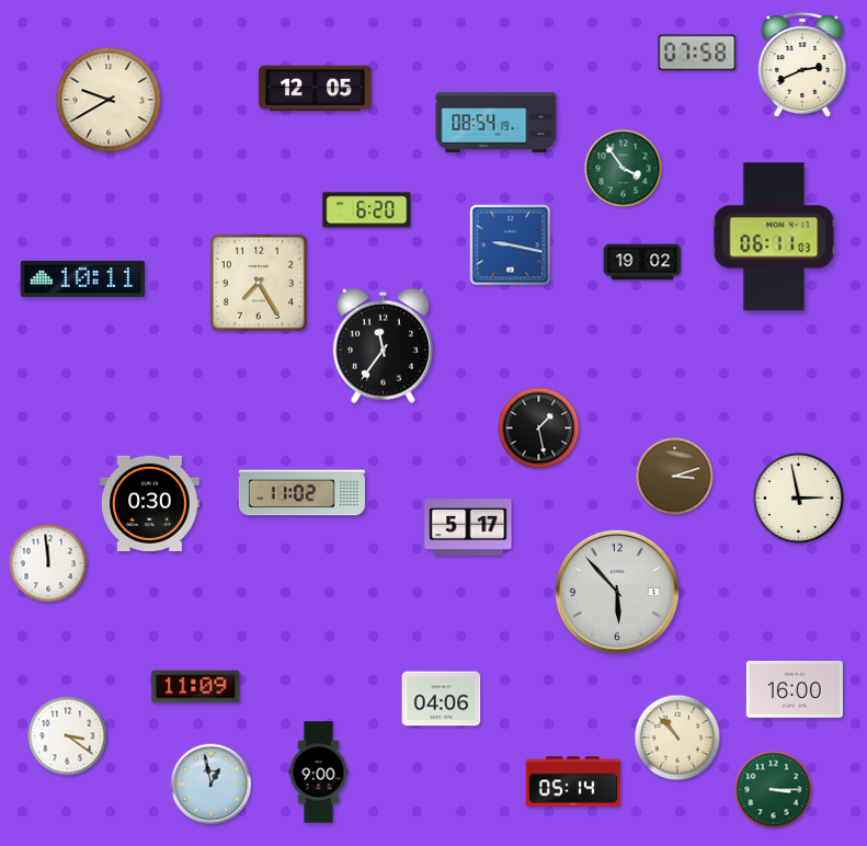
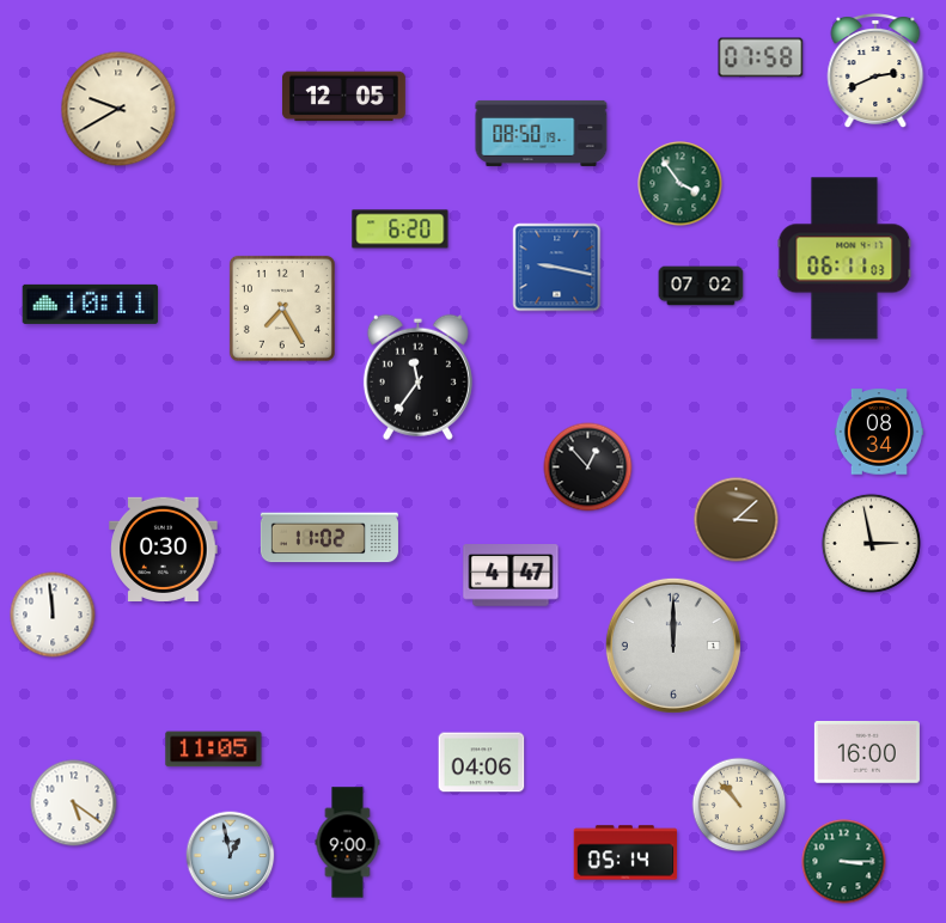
clock at (497, 122): 08:54 -> 08:50
clock at (642, 262): 19:02 -> 07:02
clock at (879, 432): none -> 08:34
clock at (539, 428): 1:28 -> 12:53
clock at (675, 477): 3:12 -> 3:08
clock at (468, 527): 5:17 -> 4:47
clock at (617, 592): 5:53 -> 12:00
clock at (196, 687): 11:09 -> 11:05
clock at (68, 736): 3:21 -> 5:21
